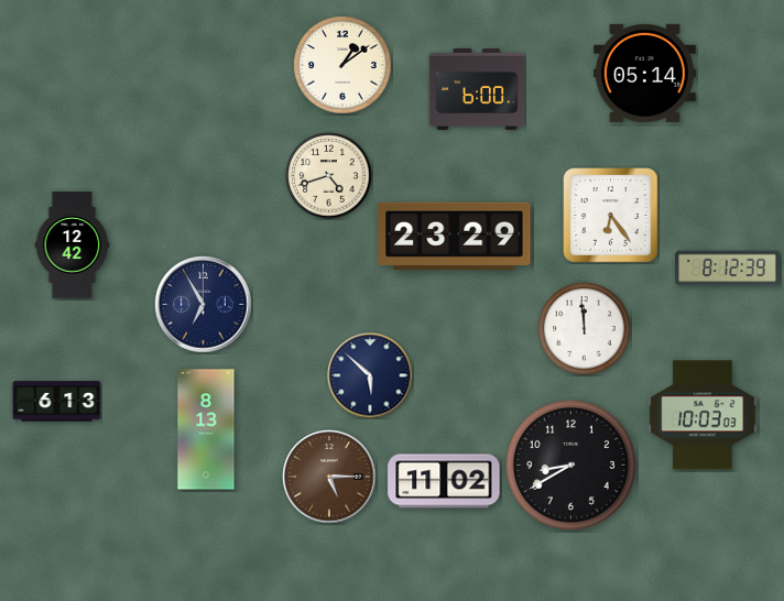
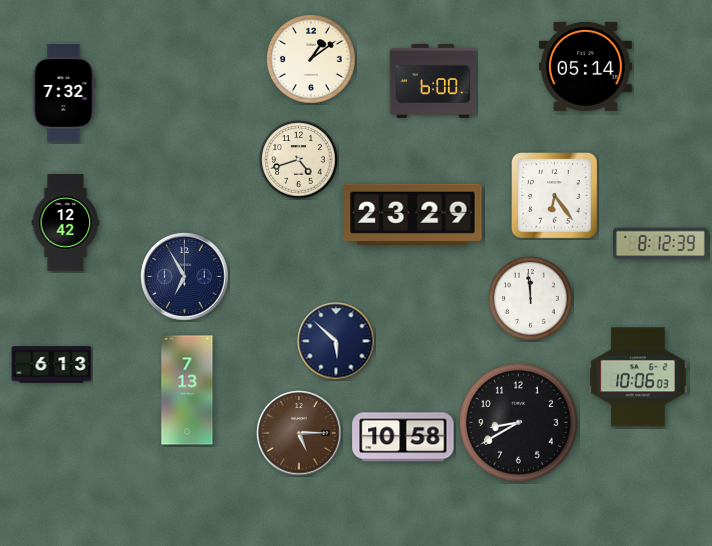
clock at (64, 93): none -> 7:32
clock at (703, 415): 10:03 -> 10:06
clock at (206, 429): 8:13 -> 7:13
clock at (444, 481): 11:02 -> 10:58
